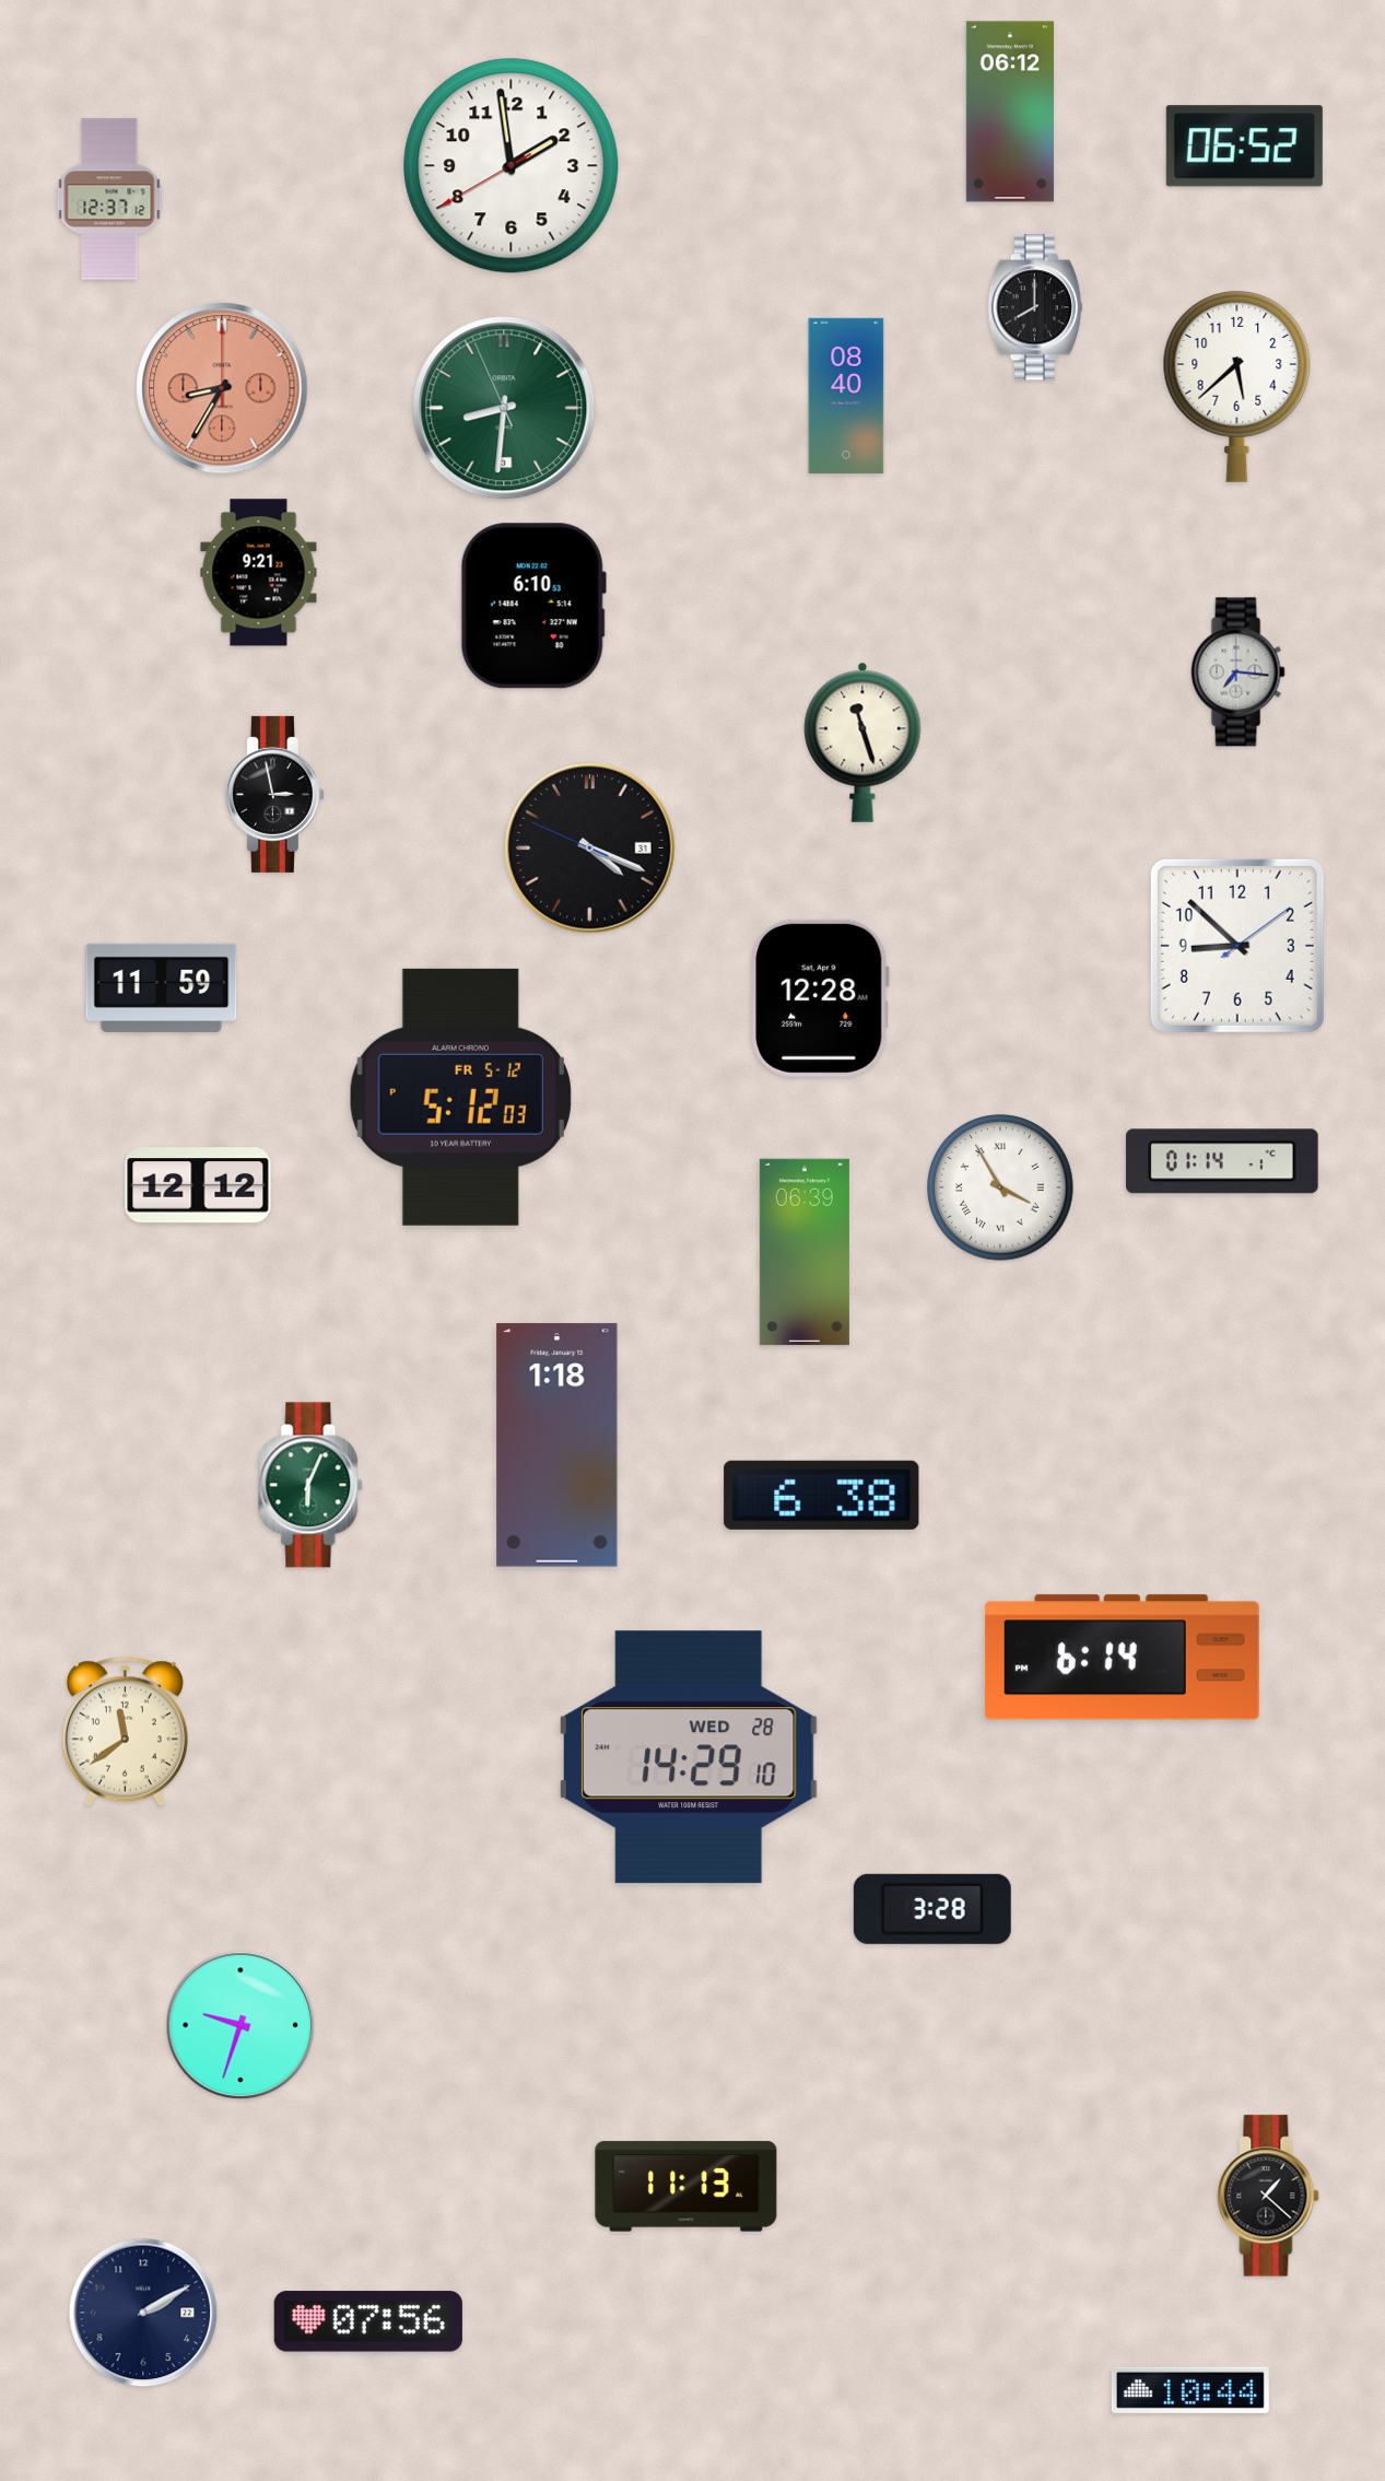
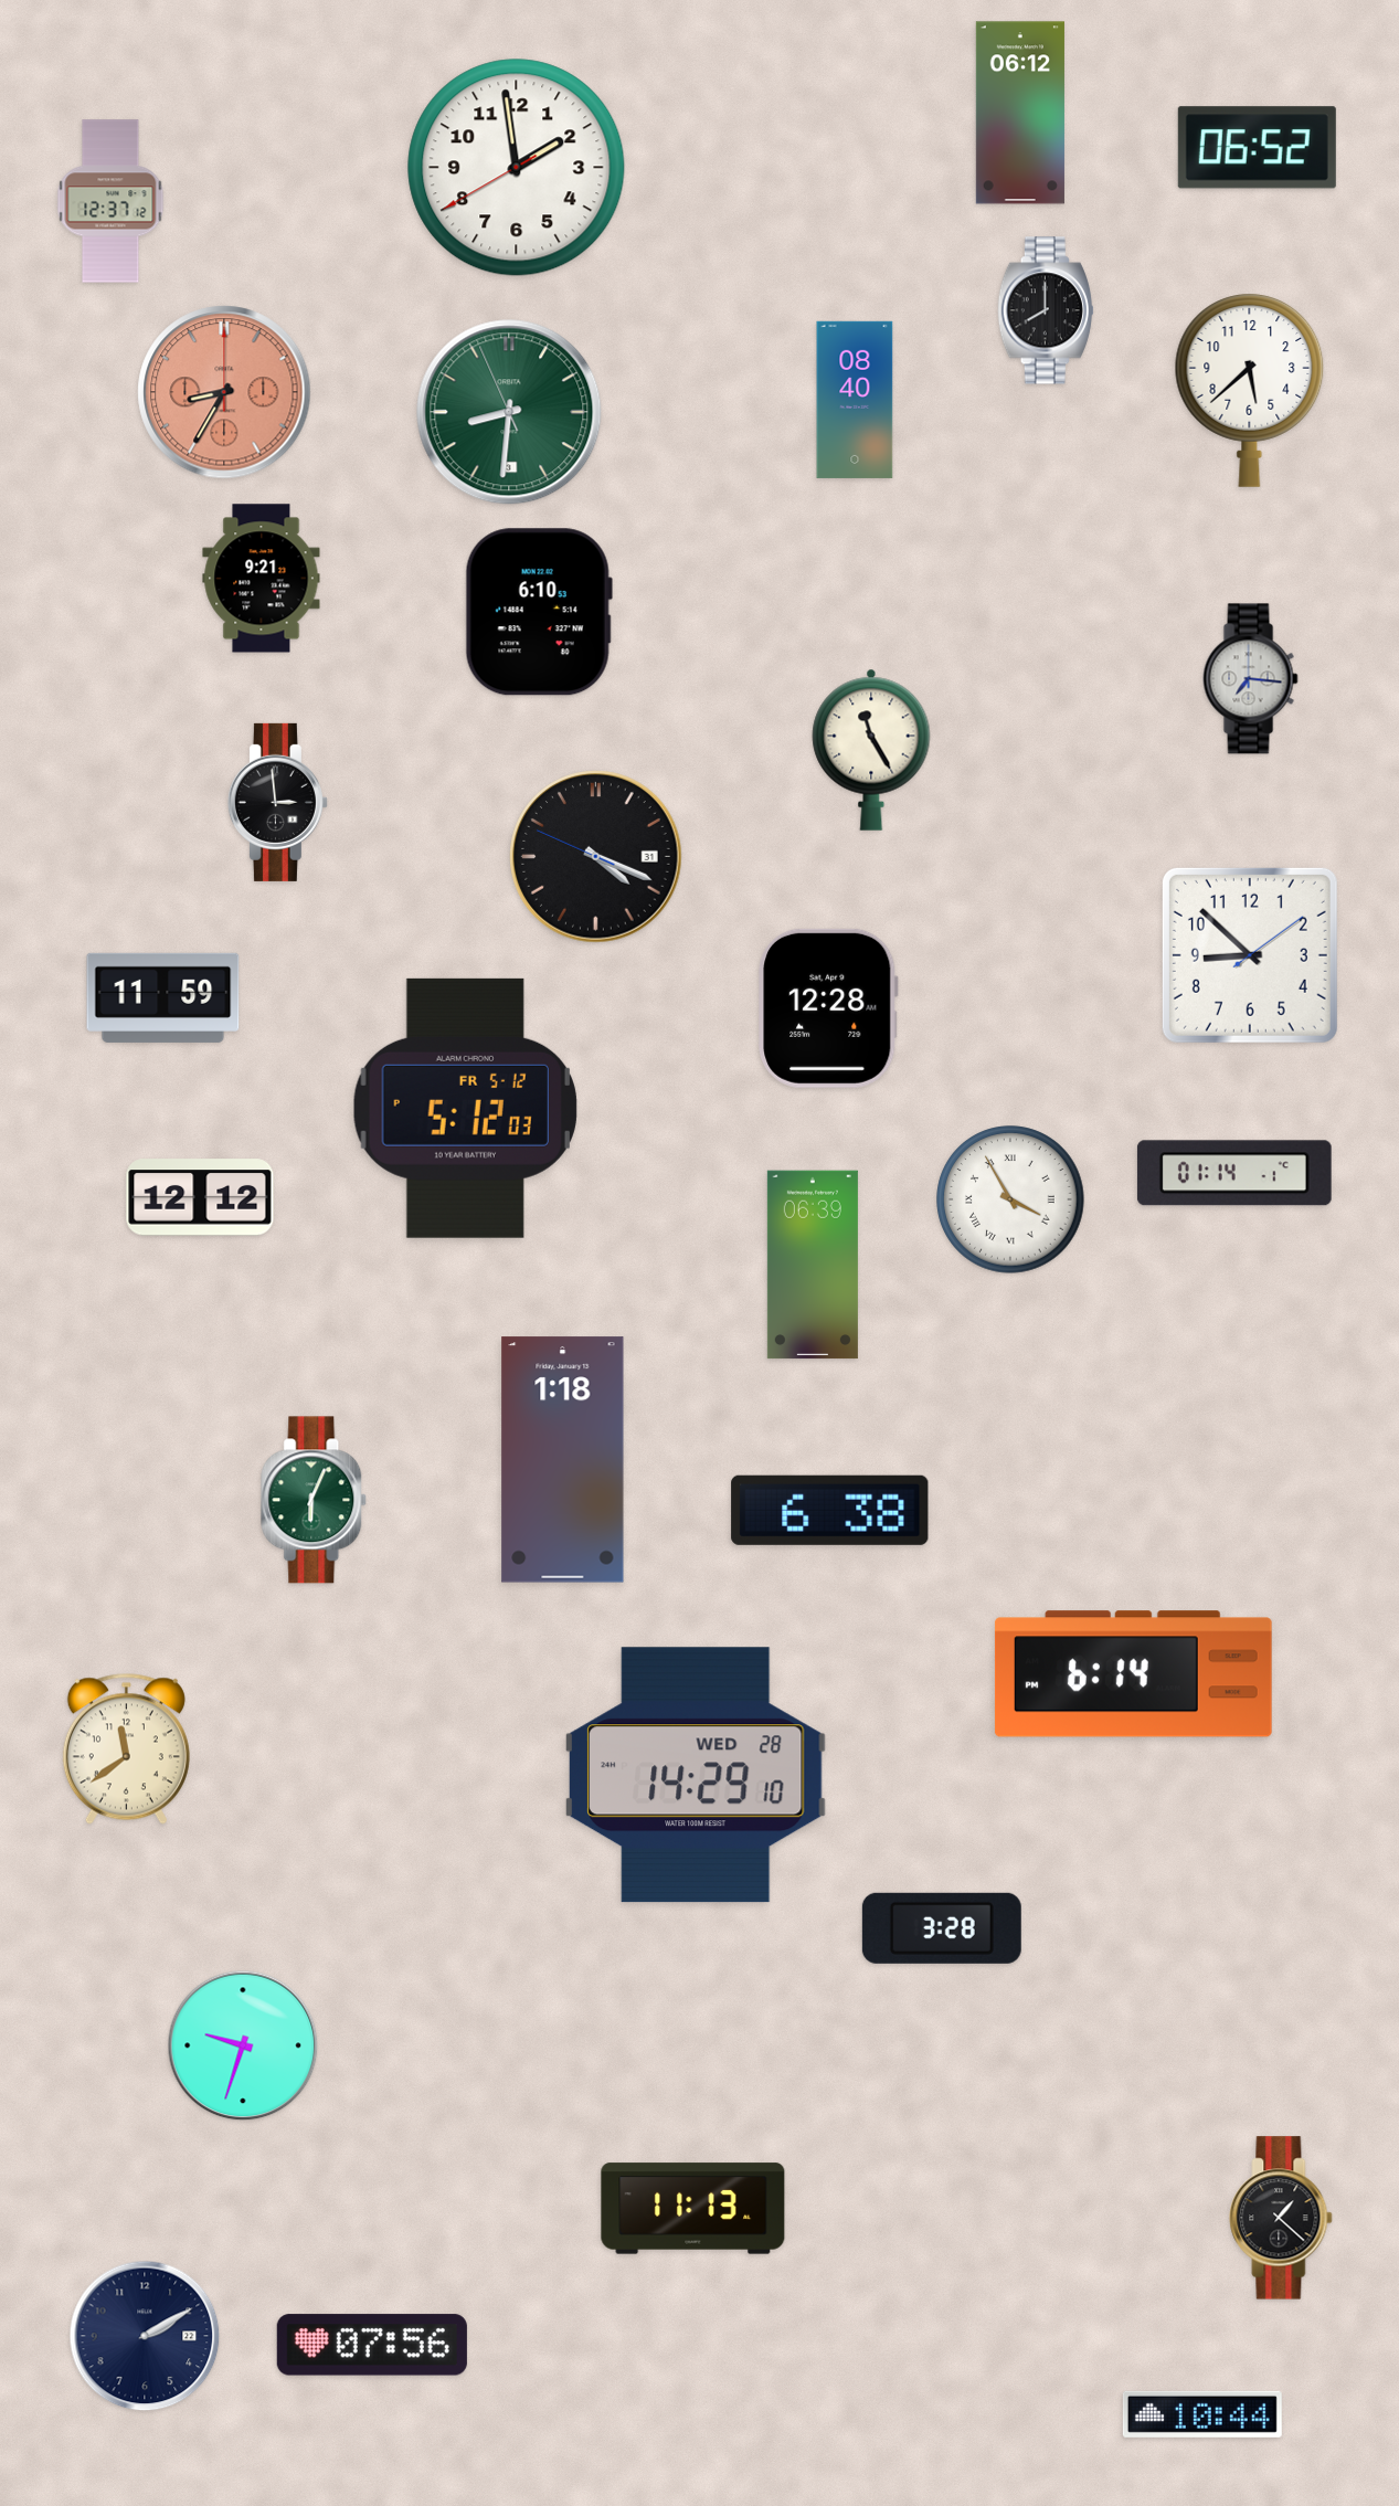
clock at (862, 742): 11:27 -> 11:25
clock at (274, 794): 2:58 -> 2:59
